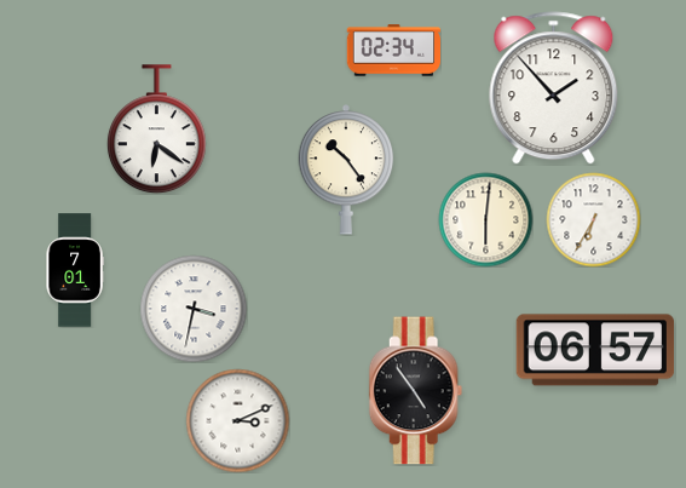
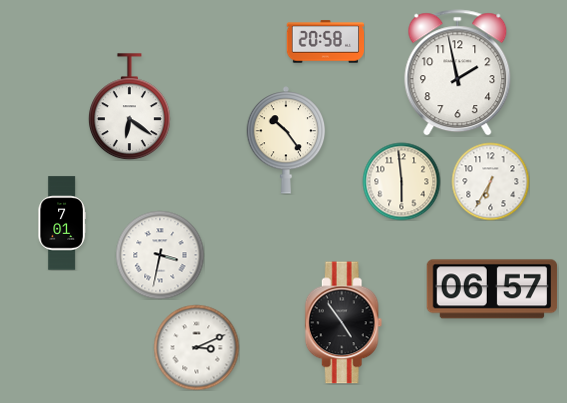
clock at (393, 51): 02:34 -> 20:58
clock at (554, 88): 1:53 -> 1:58
clock at (485, 219): 6:01 -> 5:59
